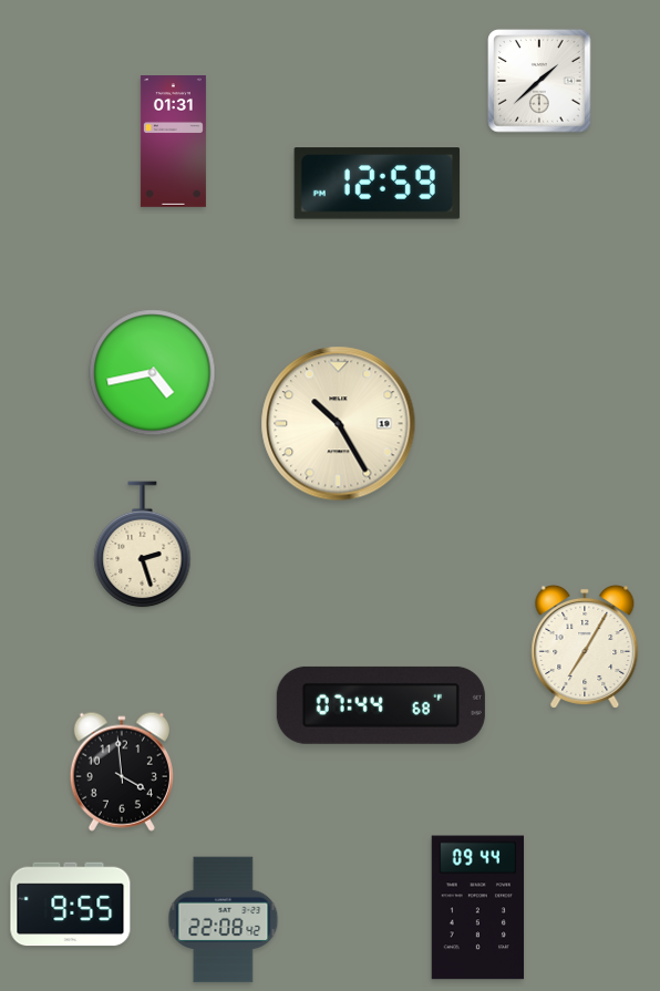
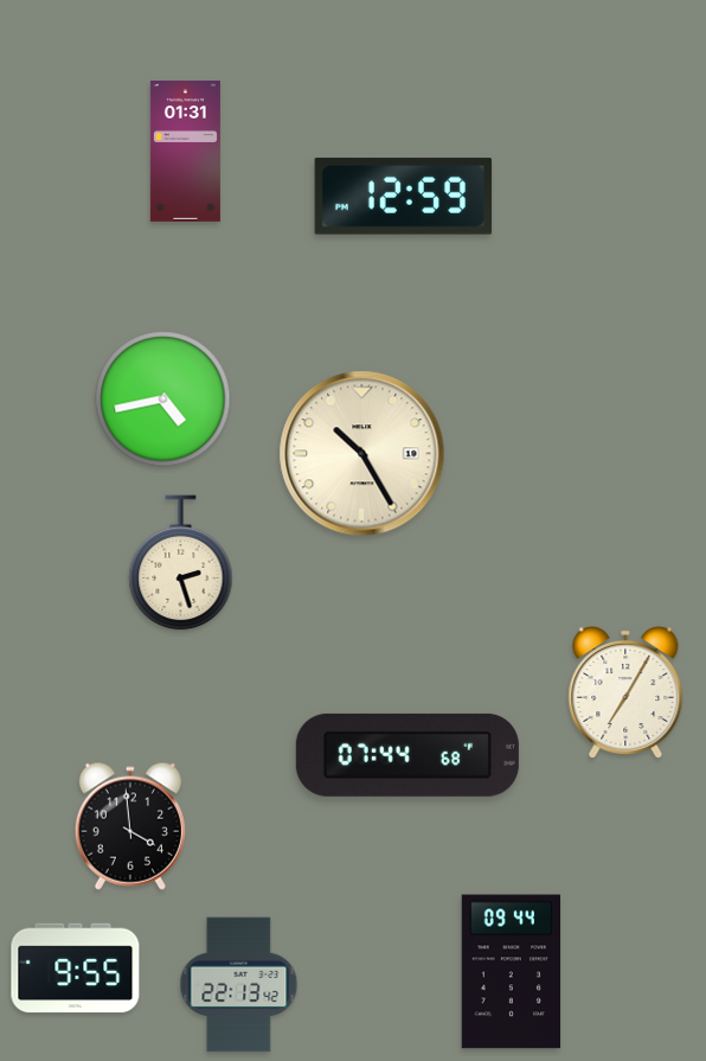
clock at (539, 81): 1:38 -> none
clock at (143, 545) position: (143, 545) -> (181, 563)
clock at (224, 920): 22:08 -> 22:13
